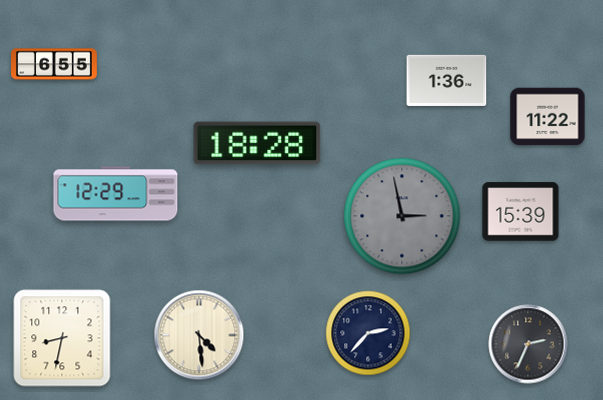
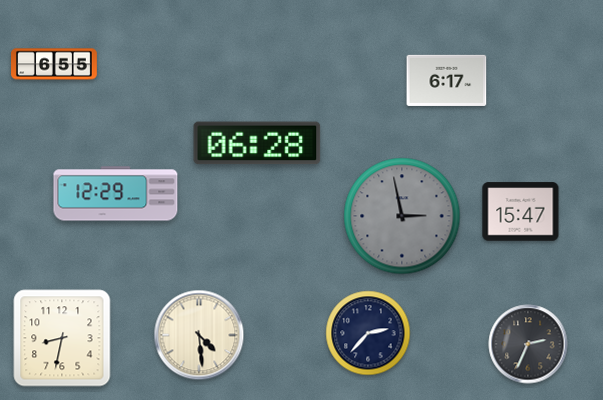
clock at (447, 80): 1:36 -> 6:17
clock at (548, 117): 11:22 -> none
clock at (257, 143): 18:28 -> 06:28
clock at (521, 212): 15:39 -> 15:47
